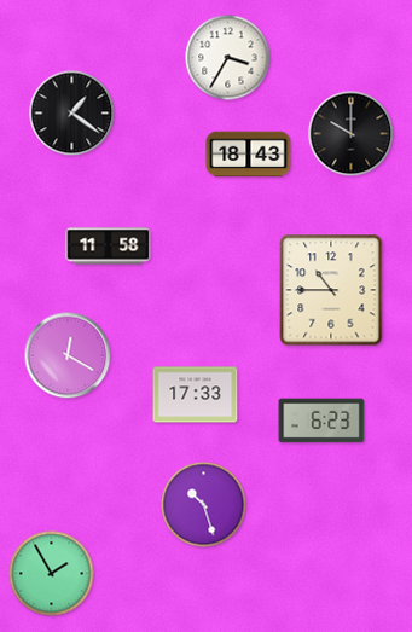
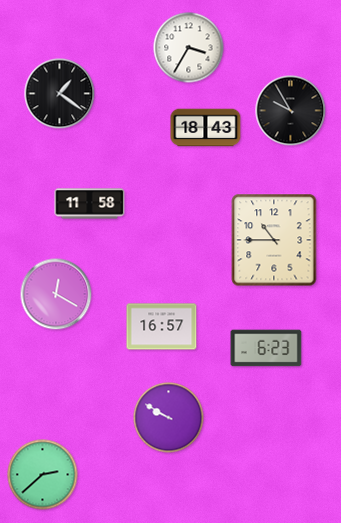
clock at (352, 134): 10:00 -> 9:55
clock at (196, 395): 17:33 -> 16:57
clock at (204, 505): 10:27 -> 9:50
clock at (52, 574): 1:55 -> 2:38
